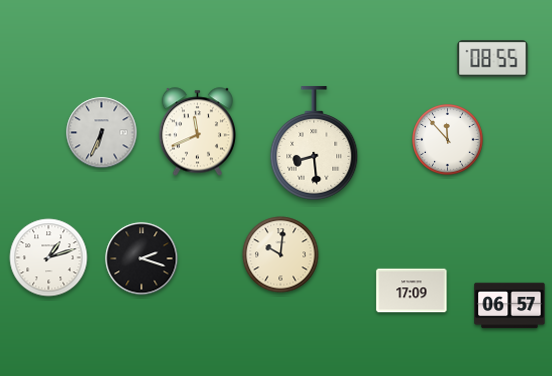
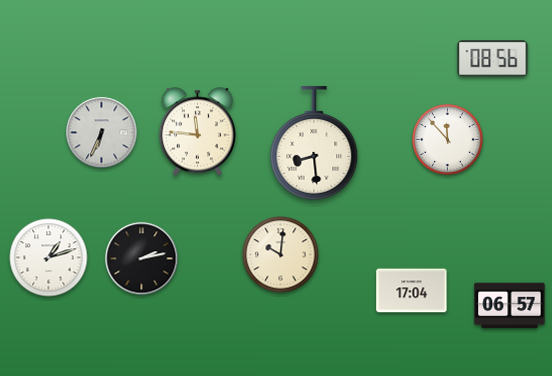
clock at (493, 59): 08:55 -> 08:56
clock at (197, 132): 11:41 -> 11:46
clock at (142, 259): 2:18 -> 2:13
clock at (412, 291): 17:09 -> 17:04
